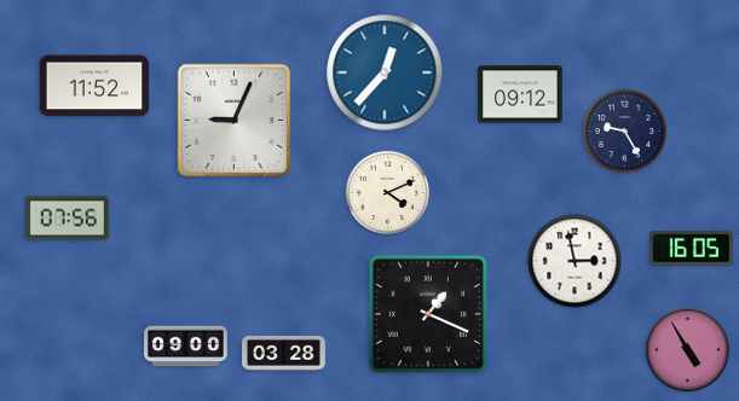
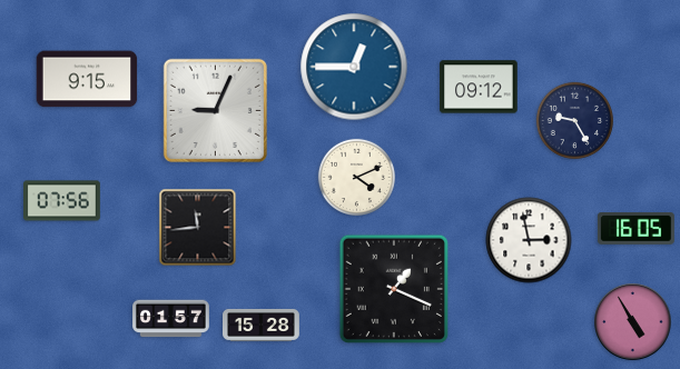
clock at (385, 72): 12:37 -> 12:45
clock at (94, 86): 11:52 -> 9:15
clock at (198, 228): none -> 11:44
clock at (186, 347): 09:00 -> 01:57
clock at (284, 353): 03:28 -> 15:28
